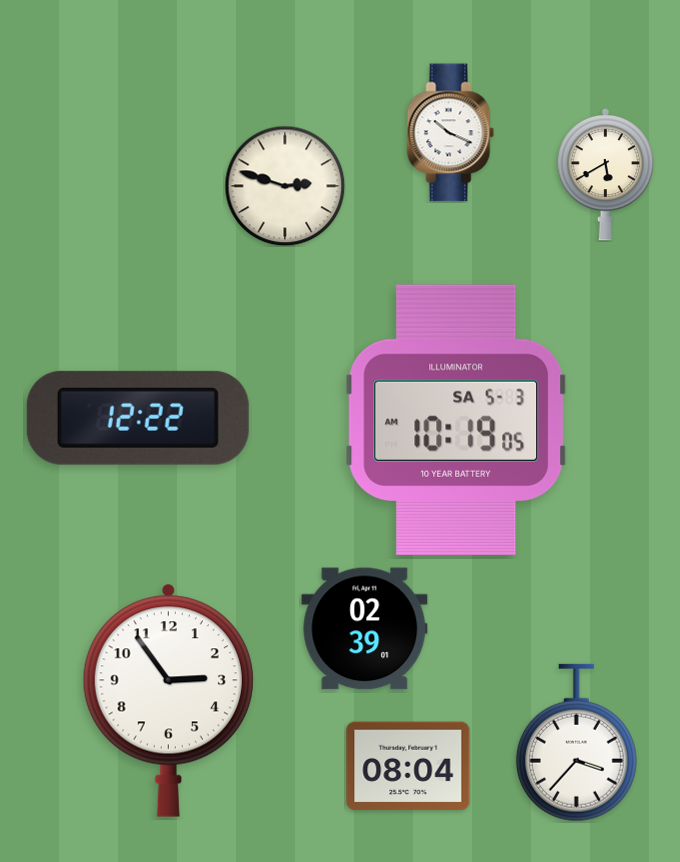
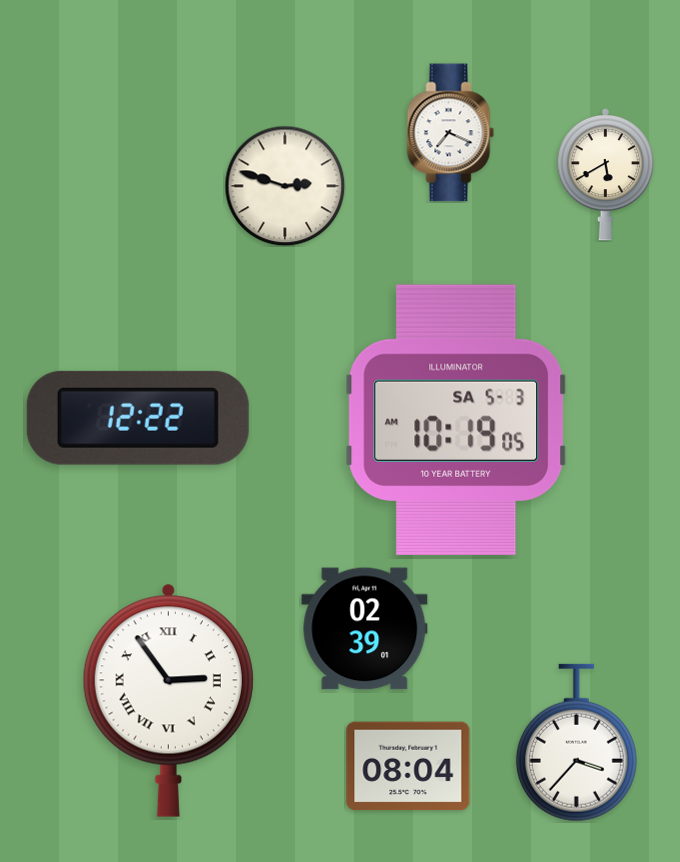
clock at (451, 133): 10:19 -> 7:19
clock at (168, 700) numerals: Arabic -> Roman
